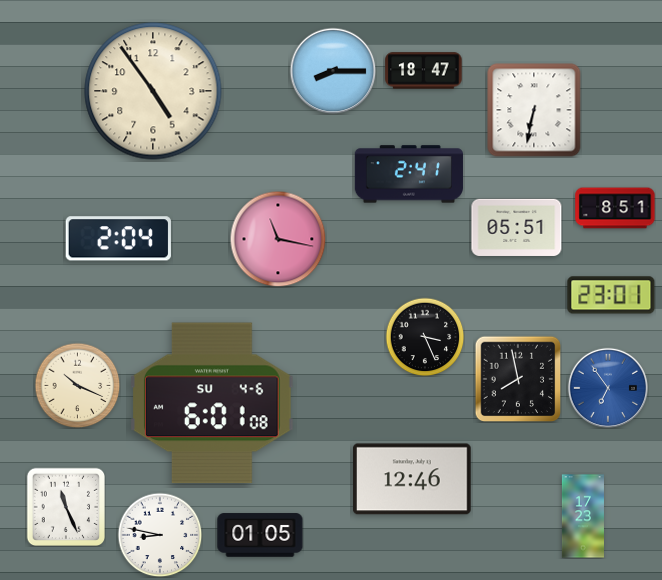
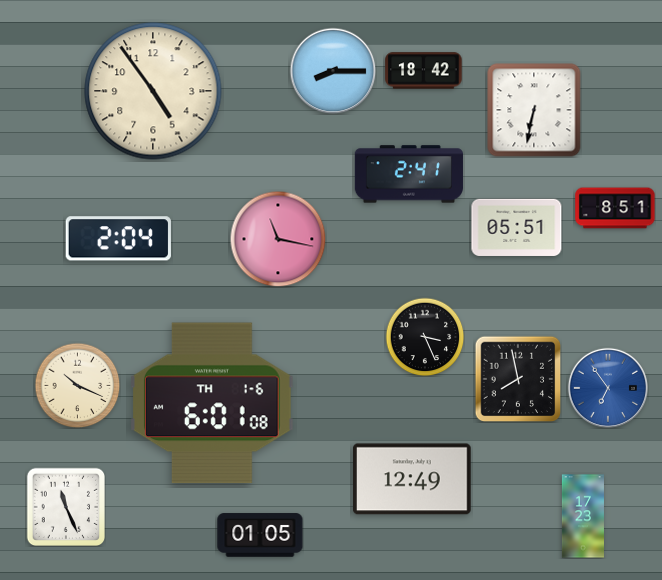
clock at (424, 71): 18:47 -> 18:42
clock at (611, 295): 23:01 -> none
clock at (212, 403) date: SU 4-6 -> TH 1-6
clock at (413, 479): 12:46 -> 12:49
clock at (160, 535): 8:47 -> none
